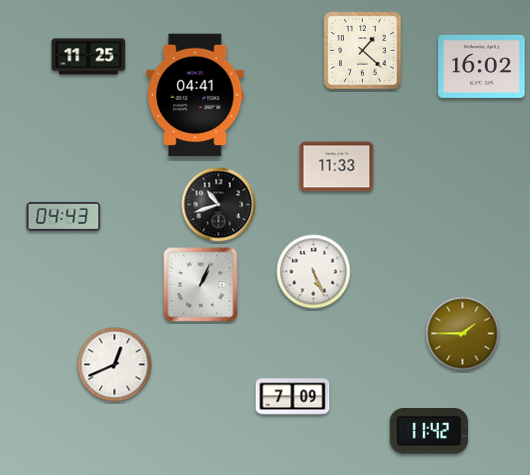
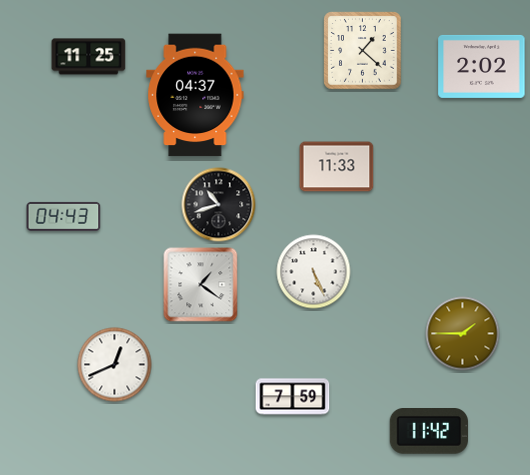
clock at (482, 66): 16:02 -> 2:02
clock at (195, 95): 04:41 -> 04:37
clock at (201, 285): 1:04 -> 1:21
clock at (293, 397): 7:09 -> 7:59
